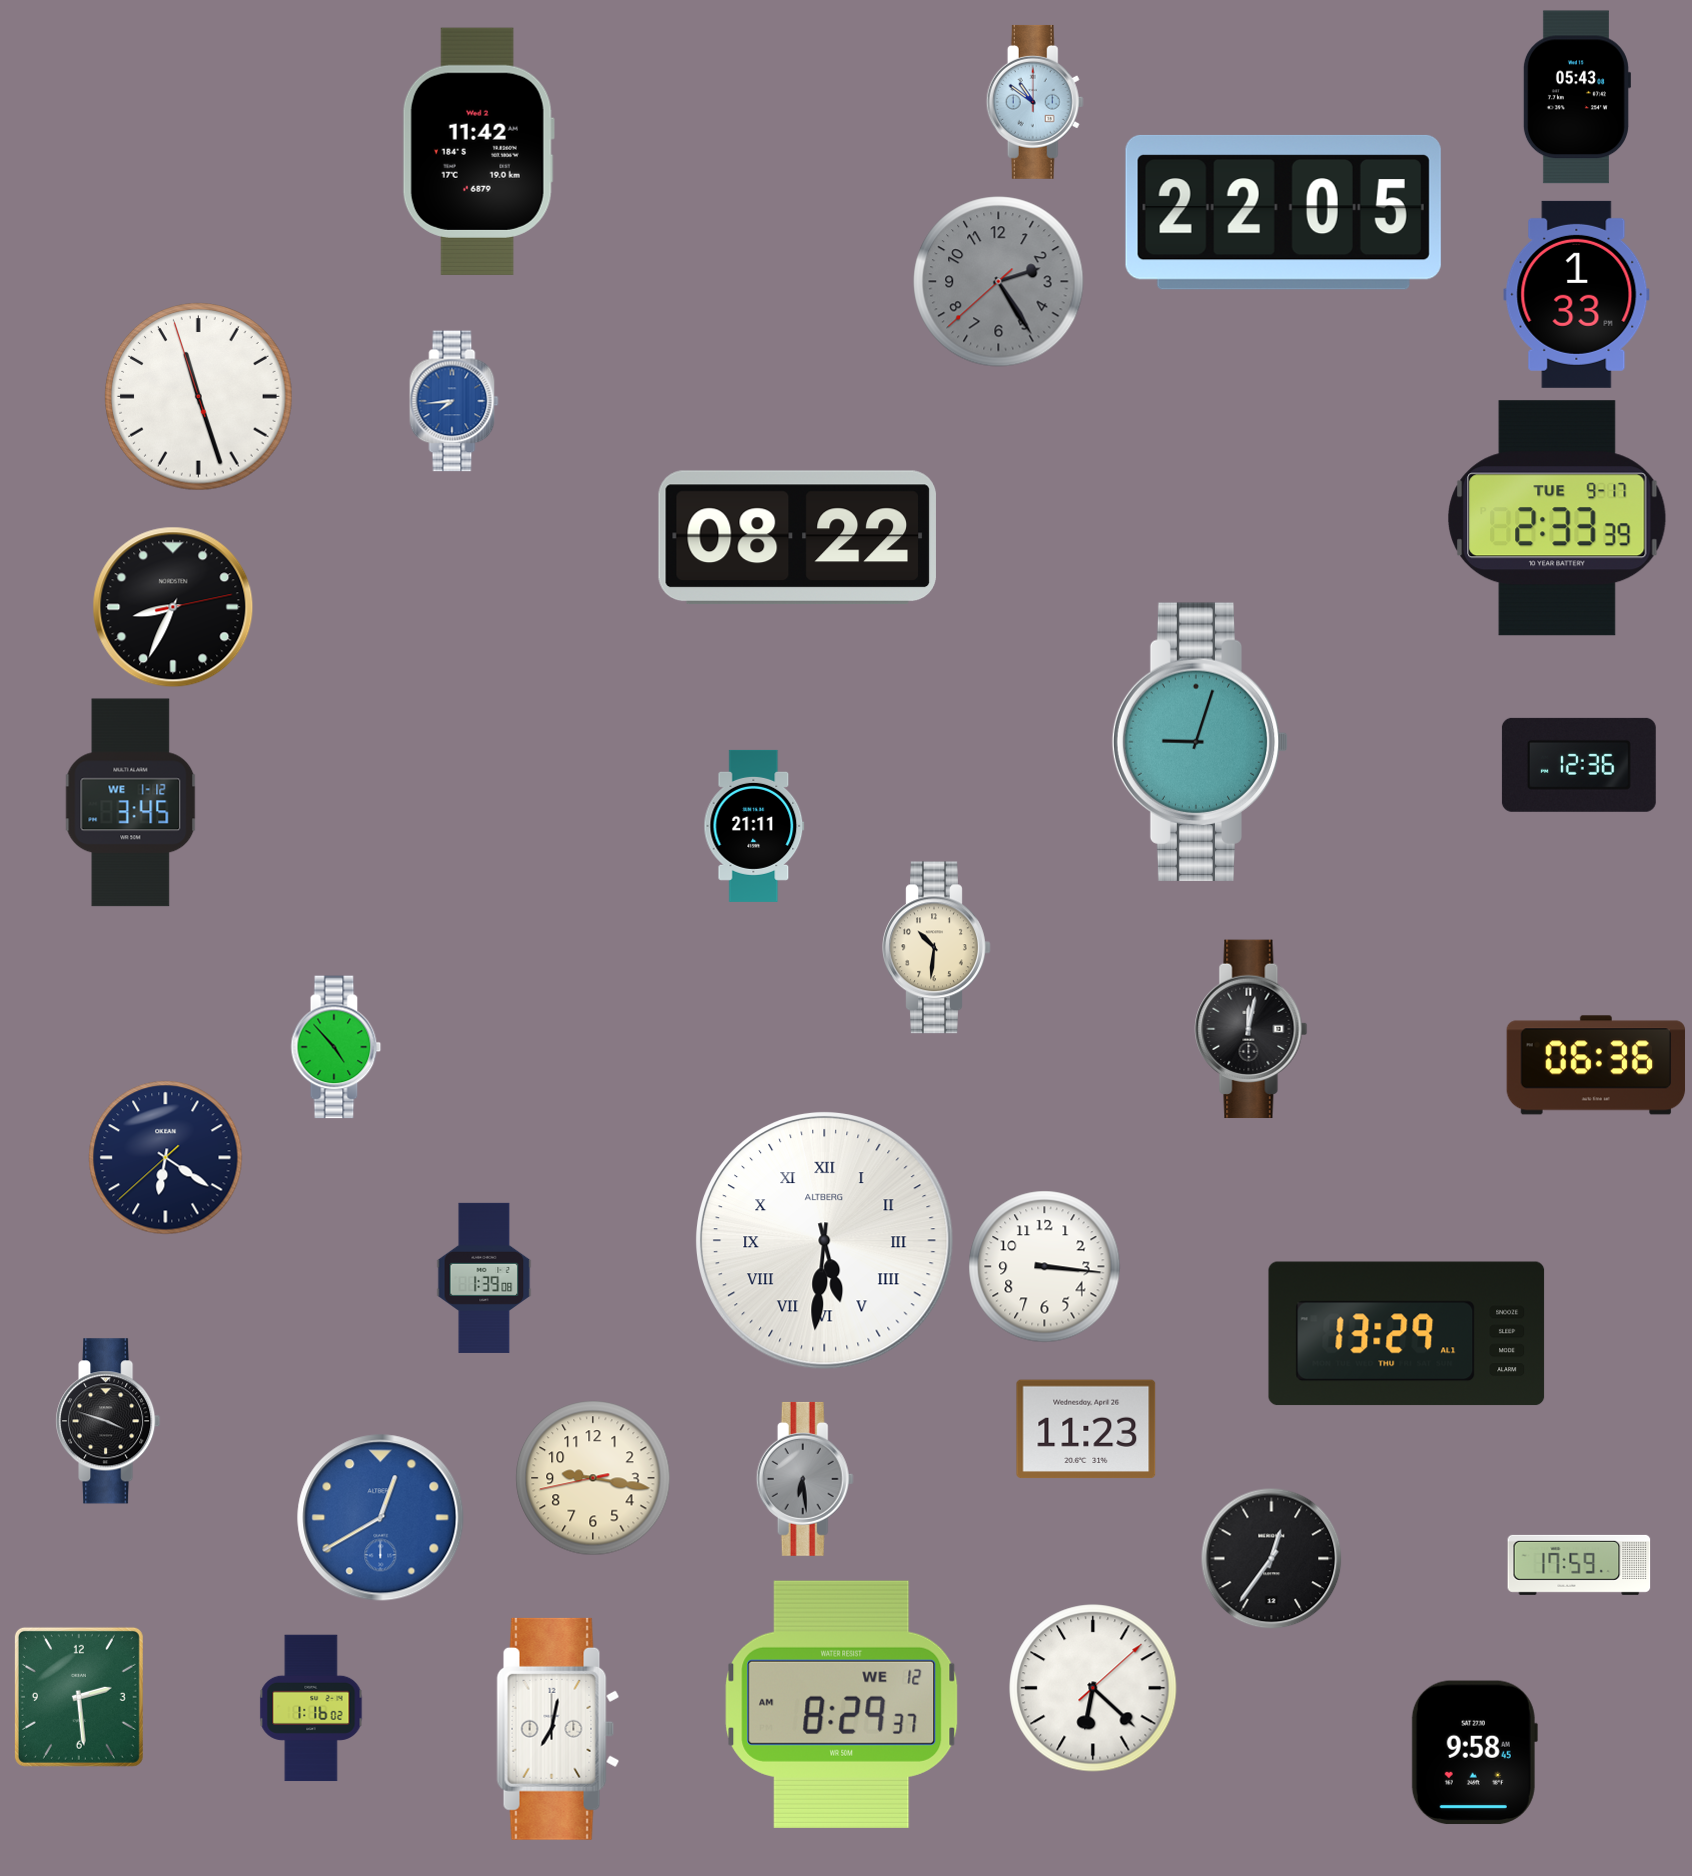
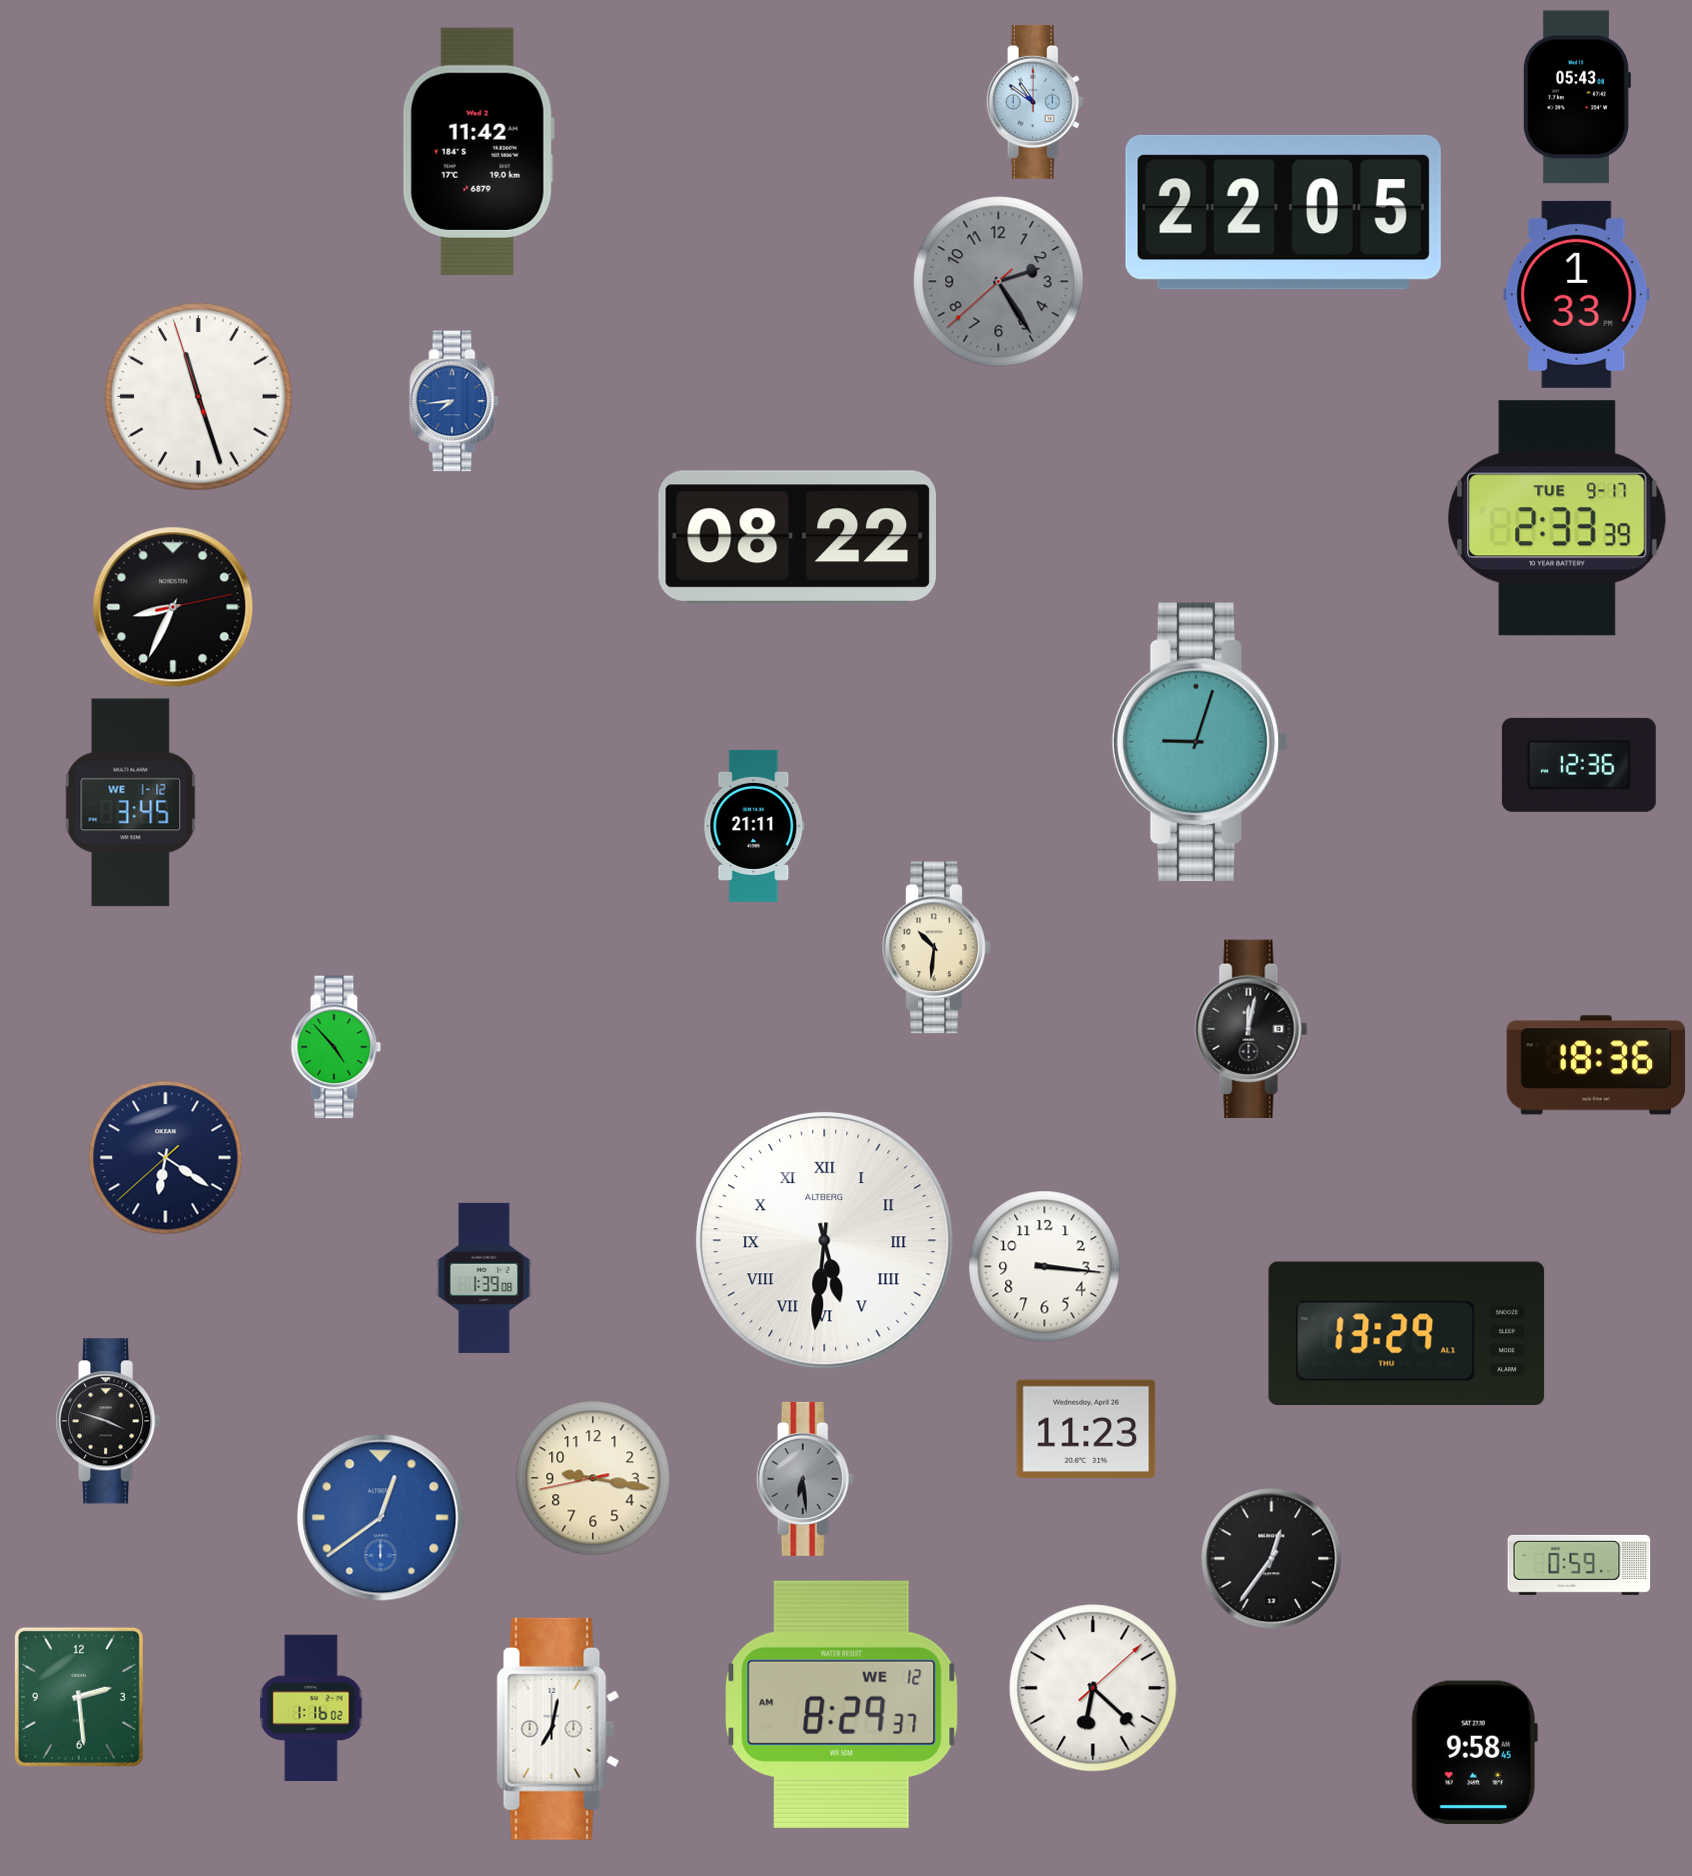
clock at (1596, 1065): 06:36 -> 18:36
clock at (381, 1518): 12:40 -> 12:39
clock at (1579, 1565): 17:59 -> 0:59
